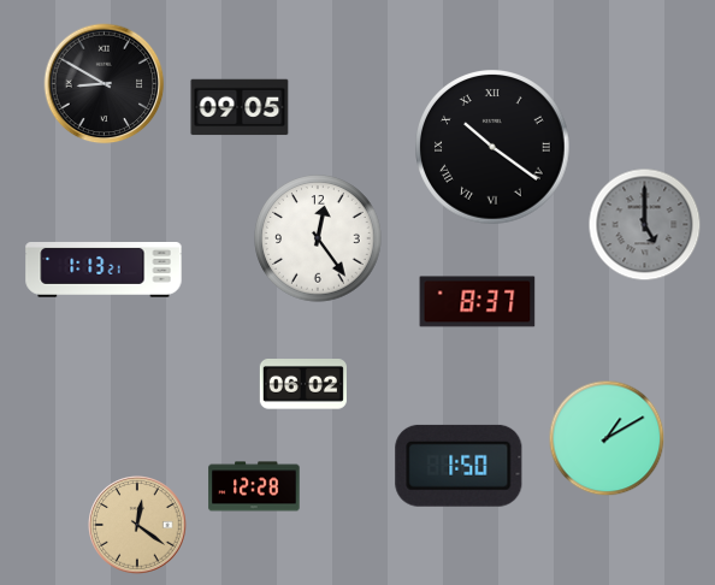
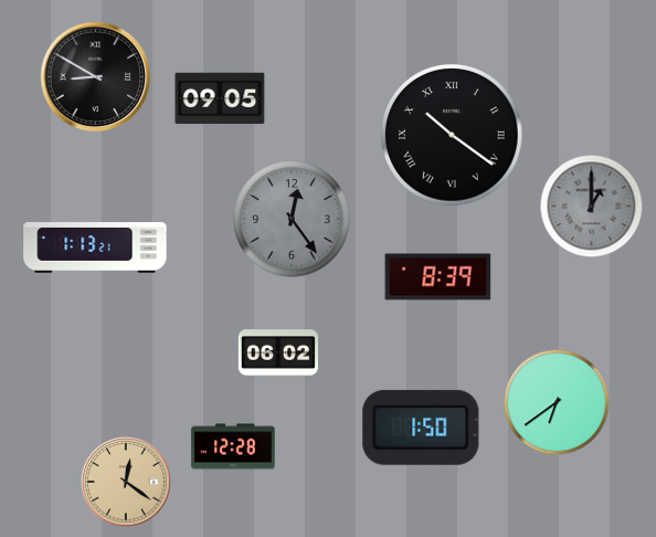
clock at (645, 225): 5:00 -> 1:00
clock at (318, 238) dial: white -> grey
clock at (478, 302): 8:37 -> 8:39
clock at (607, 438): 1:10 -> 6:39
